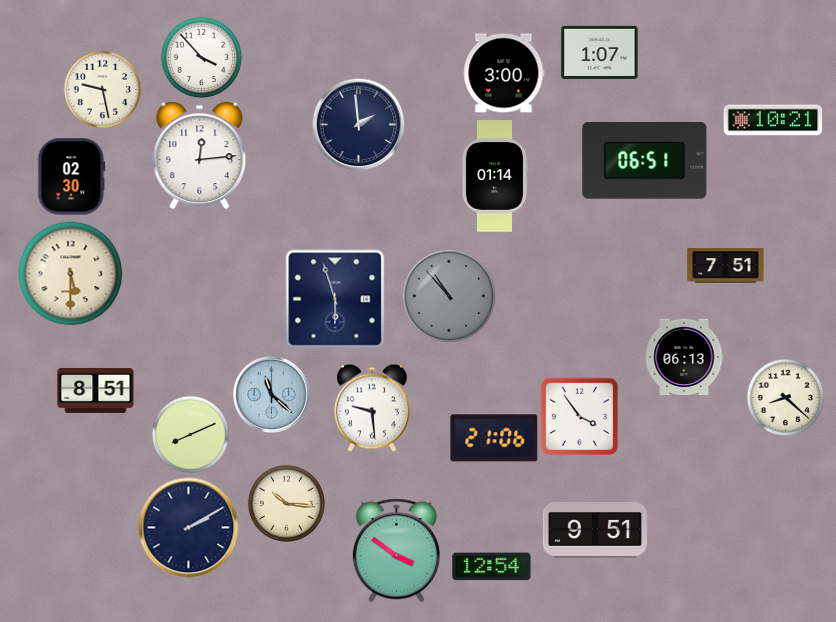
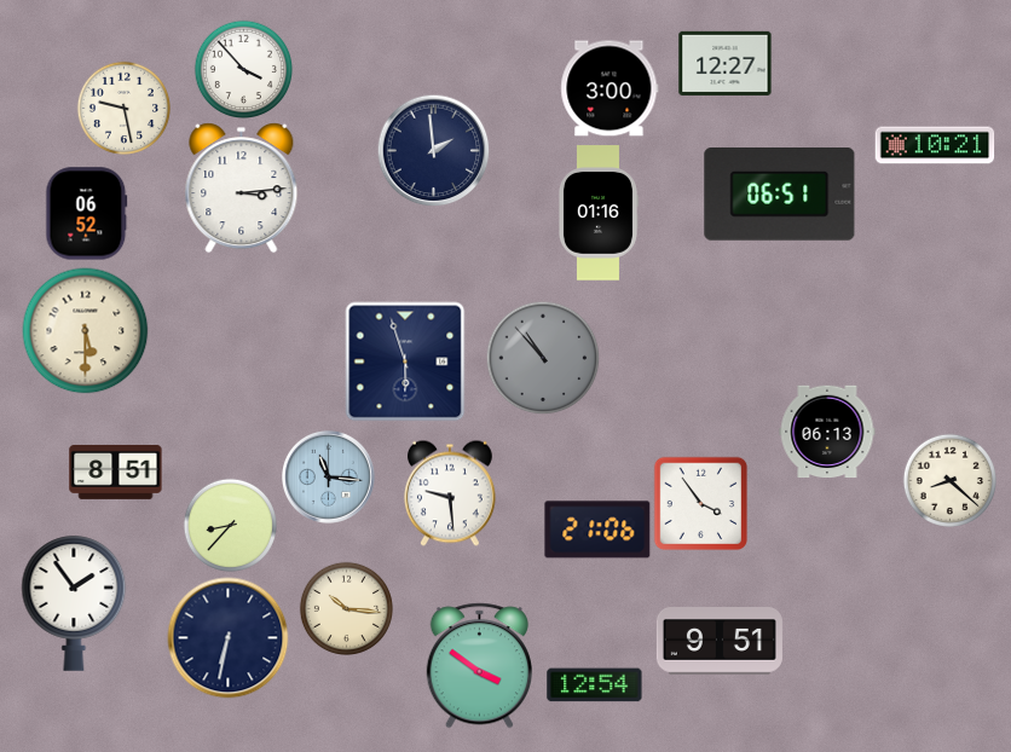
clock at (600, 52): 1:07 -> 12:27
clock at (200, 156): 12:14 -> 3:14
clock at (494, 176): 01:14 -> 01:16
clock at (72, 177): 02:30 -> 06:52
clock at (726, 266): 7:51 -> none
clock at (272, 395): 11:22 -> 11:16
clock at (190, 434): 8:11 -> 8:37
clock at (74, 603): none -> 1:54
clock at (189, 528): 2:10 -> 6:32
